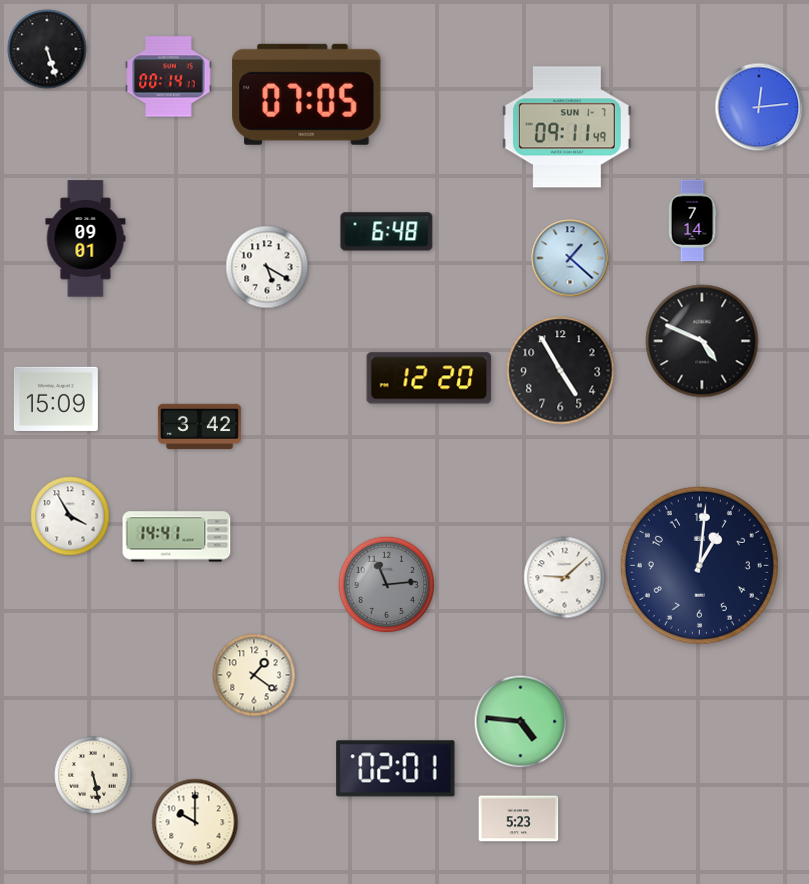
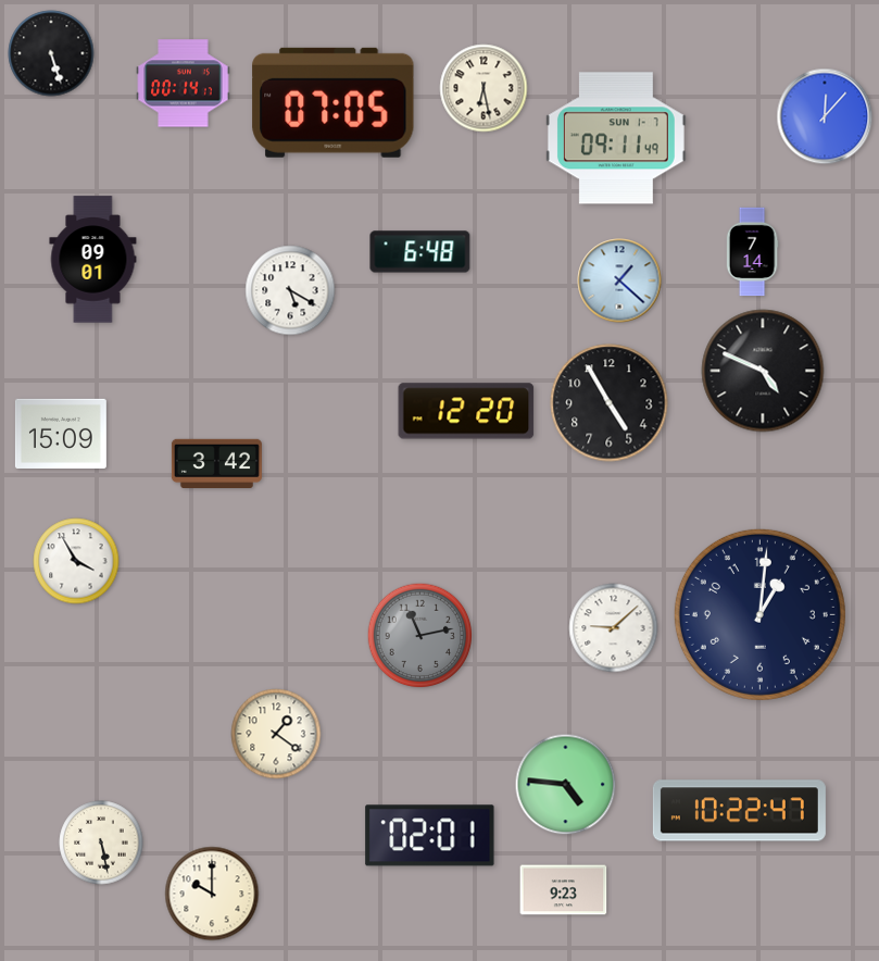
clock at (484, 88): none -> 6:28
clock at (759, 107): 12:14 -> 12:07
clock at (692, 221) position: (692, 221) -> (752, 252)
clock at (177, 537): 14:41 -> none
clock at (387, 585): 11:14 -> 11:13
clock at (739, 811): none -> 10:22
clock at (519, 819): 5:23 -> 9:23
